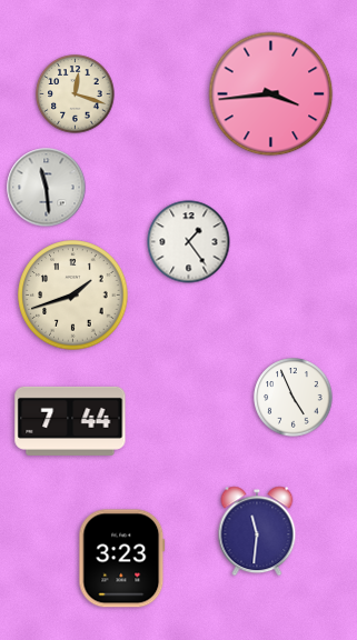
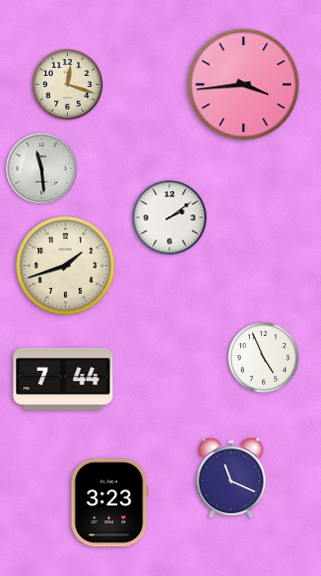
clock at (189, 242): 1:24 -> 2:09
clock at (257, 531): 11:31 -> 11:19
